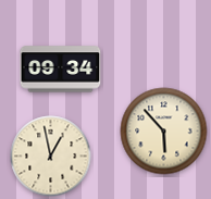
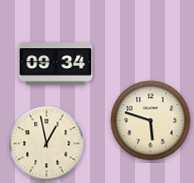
clock at (164, 132): 5:53 -> 5:48
